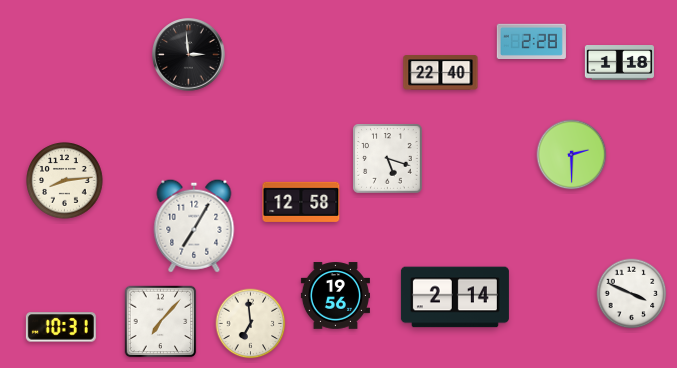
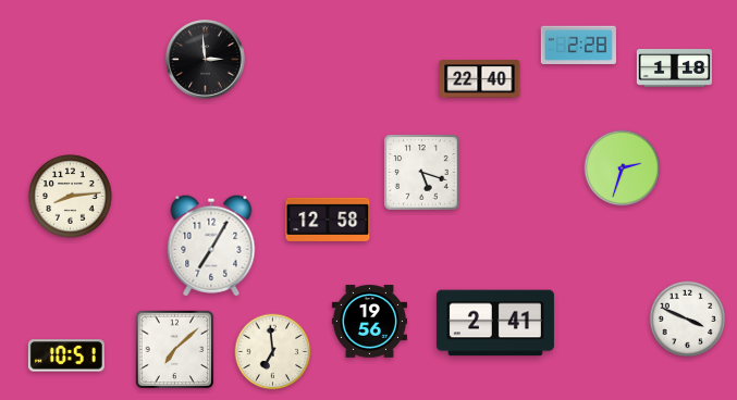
clock at (572, 155): 2:30 -> 2:33
clock at (335, 296) position: (335, 296) -> (369, 322)
clock at (455, 297): 2:14 -> 2:41
clock at (161, 322): 7:07 -> 7:08
clock at (61, 327): 10:31 -> 10:51
